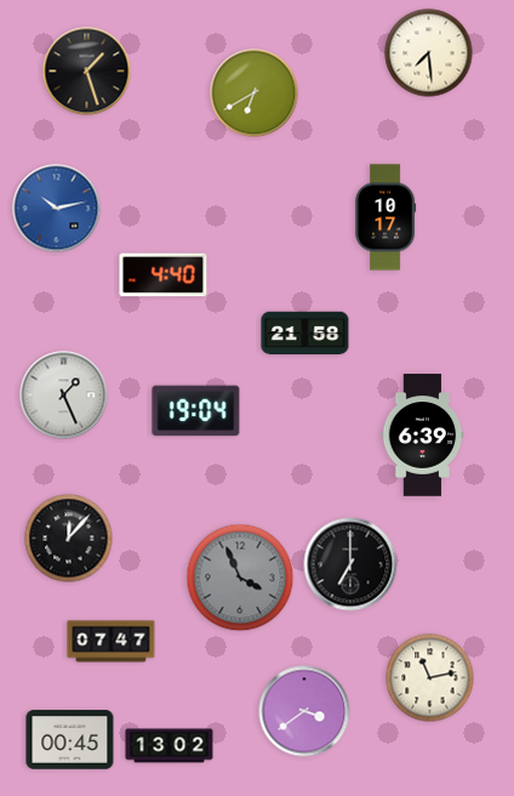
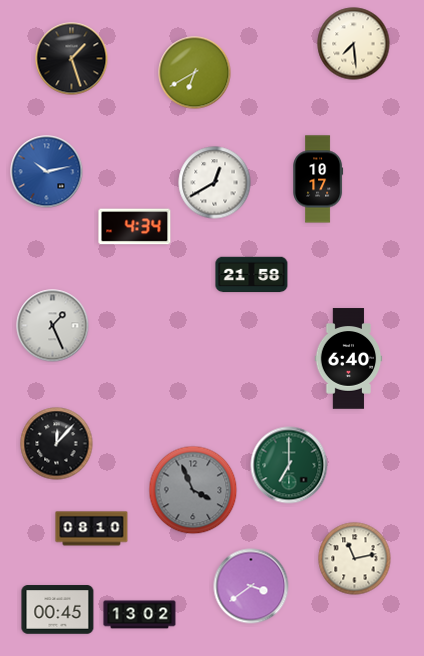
clock at (255, 93) position: (255, 93) -> (195, 73)
clock at (215, 183): none -> 12:40
clock at (164, 275): 4:40 -> 4:34
clock at (196, 411): 19:04 -> none
clock at (423, 436): 6:39 -> 6:40
clock at (350, 564) dial: black -> green
clock at (240, 578) position: (240, 578) -> (193, 490)
clock at (112, 642): 07:47 -> 08:10
